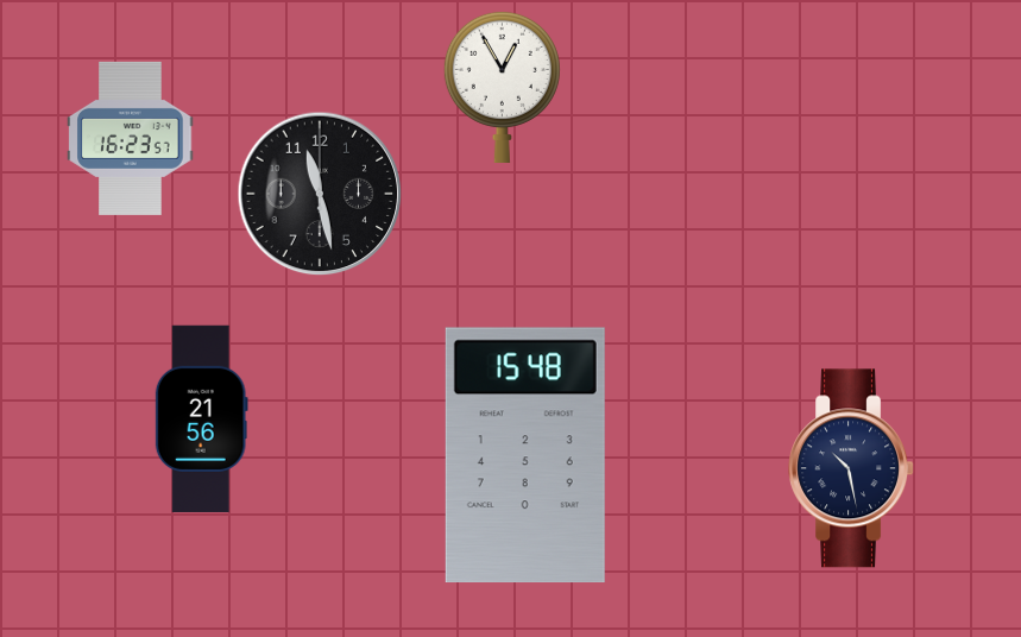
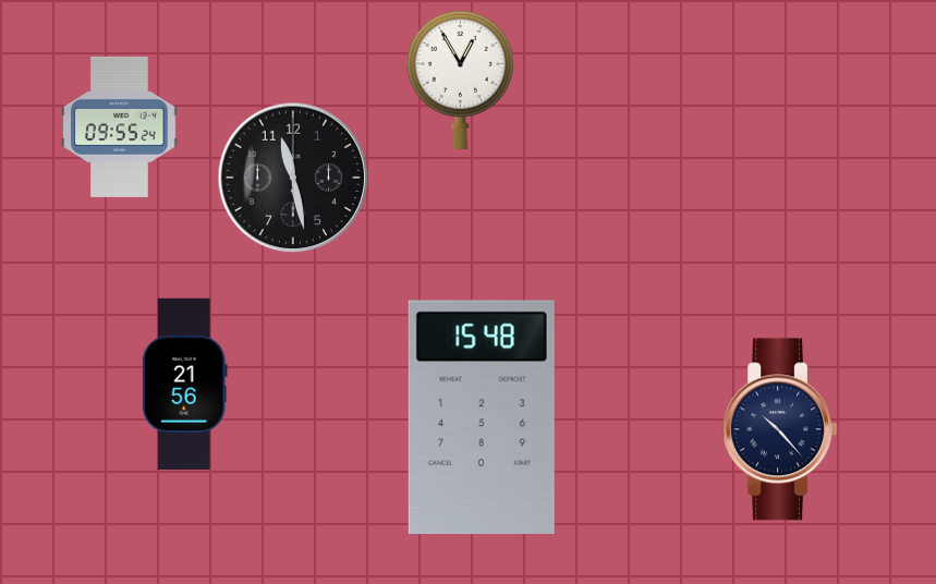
clock at (131, 138): 16:23 -> 09:55
clock at (852, 468): 10:28 -> 10:23
